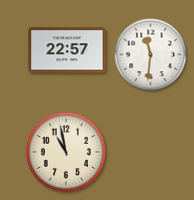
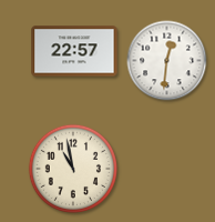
clock at (67, 50) position: (67, 50) -> (74, 51)
clock at (151, 55): 11:31 -> 12:31
